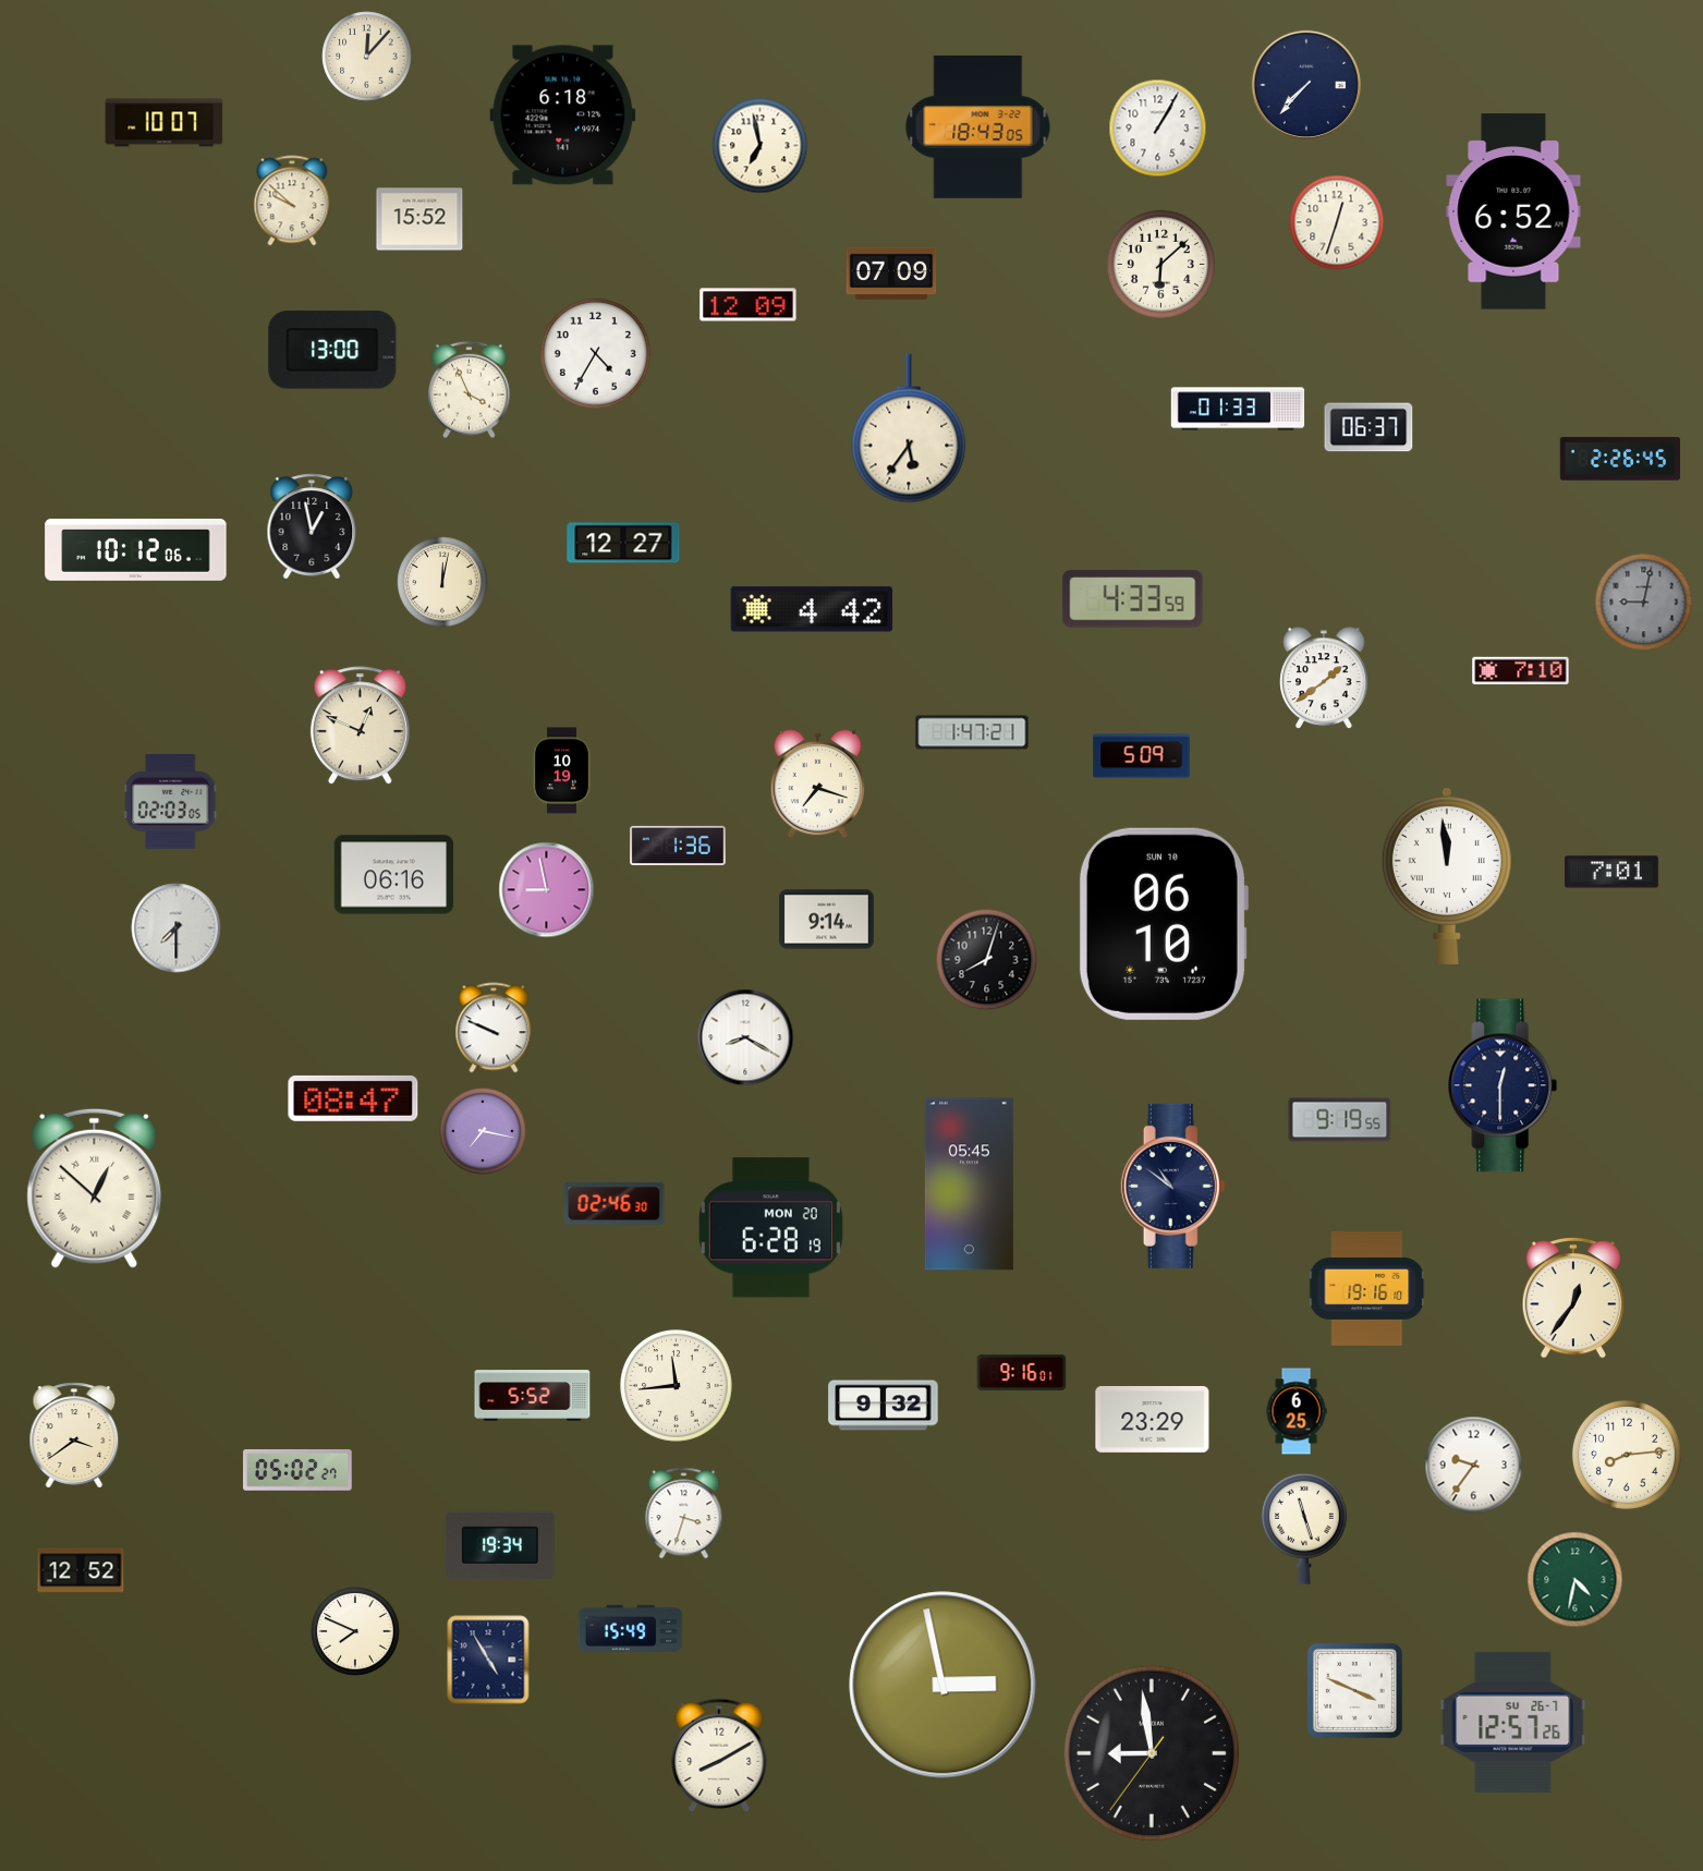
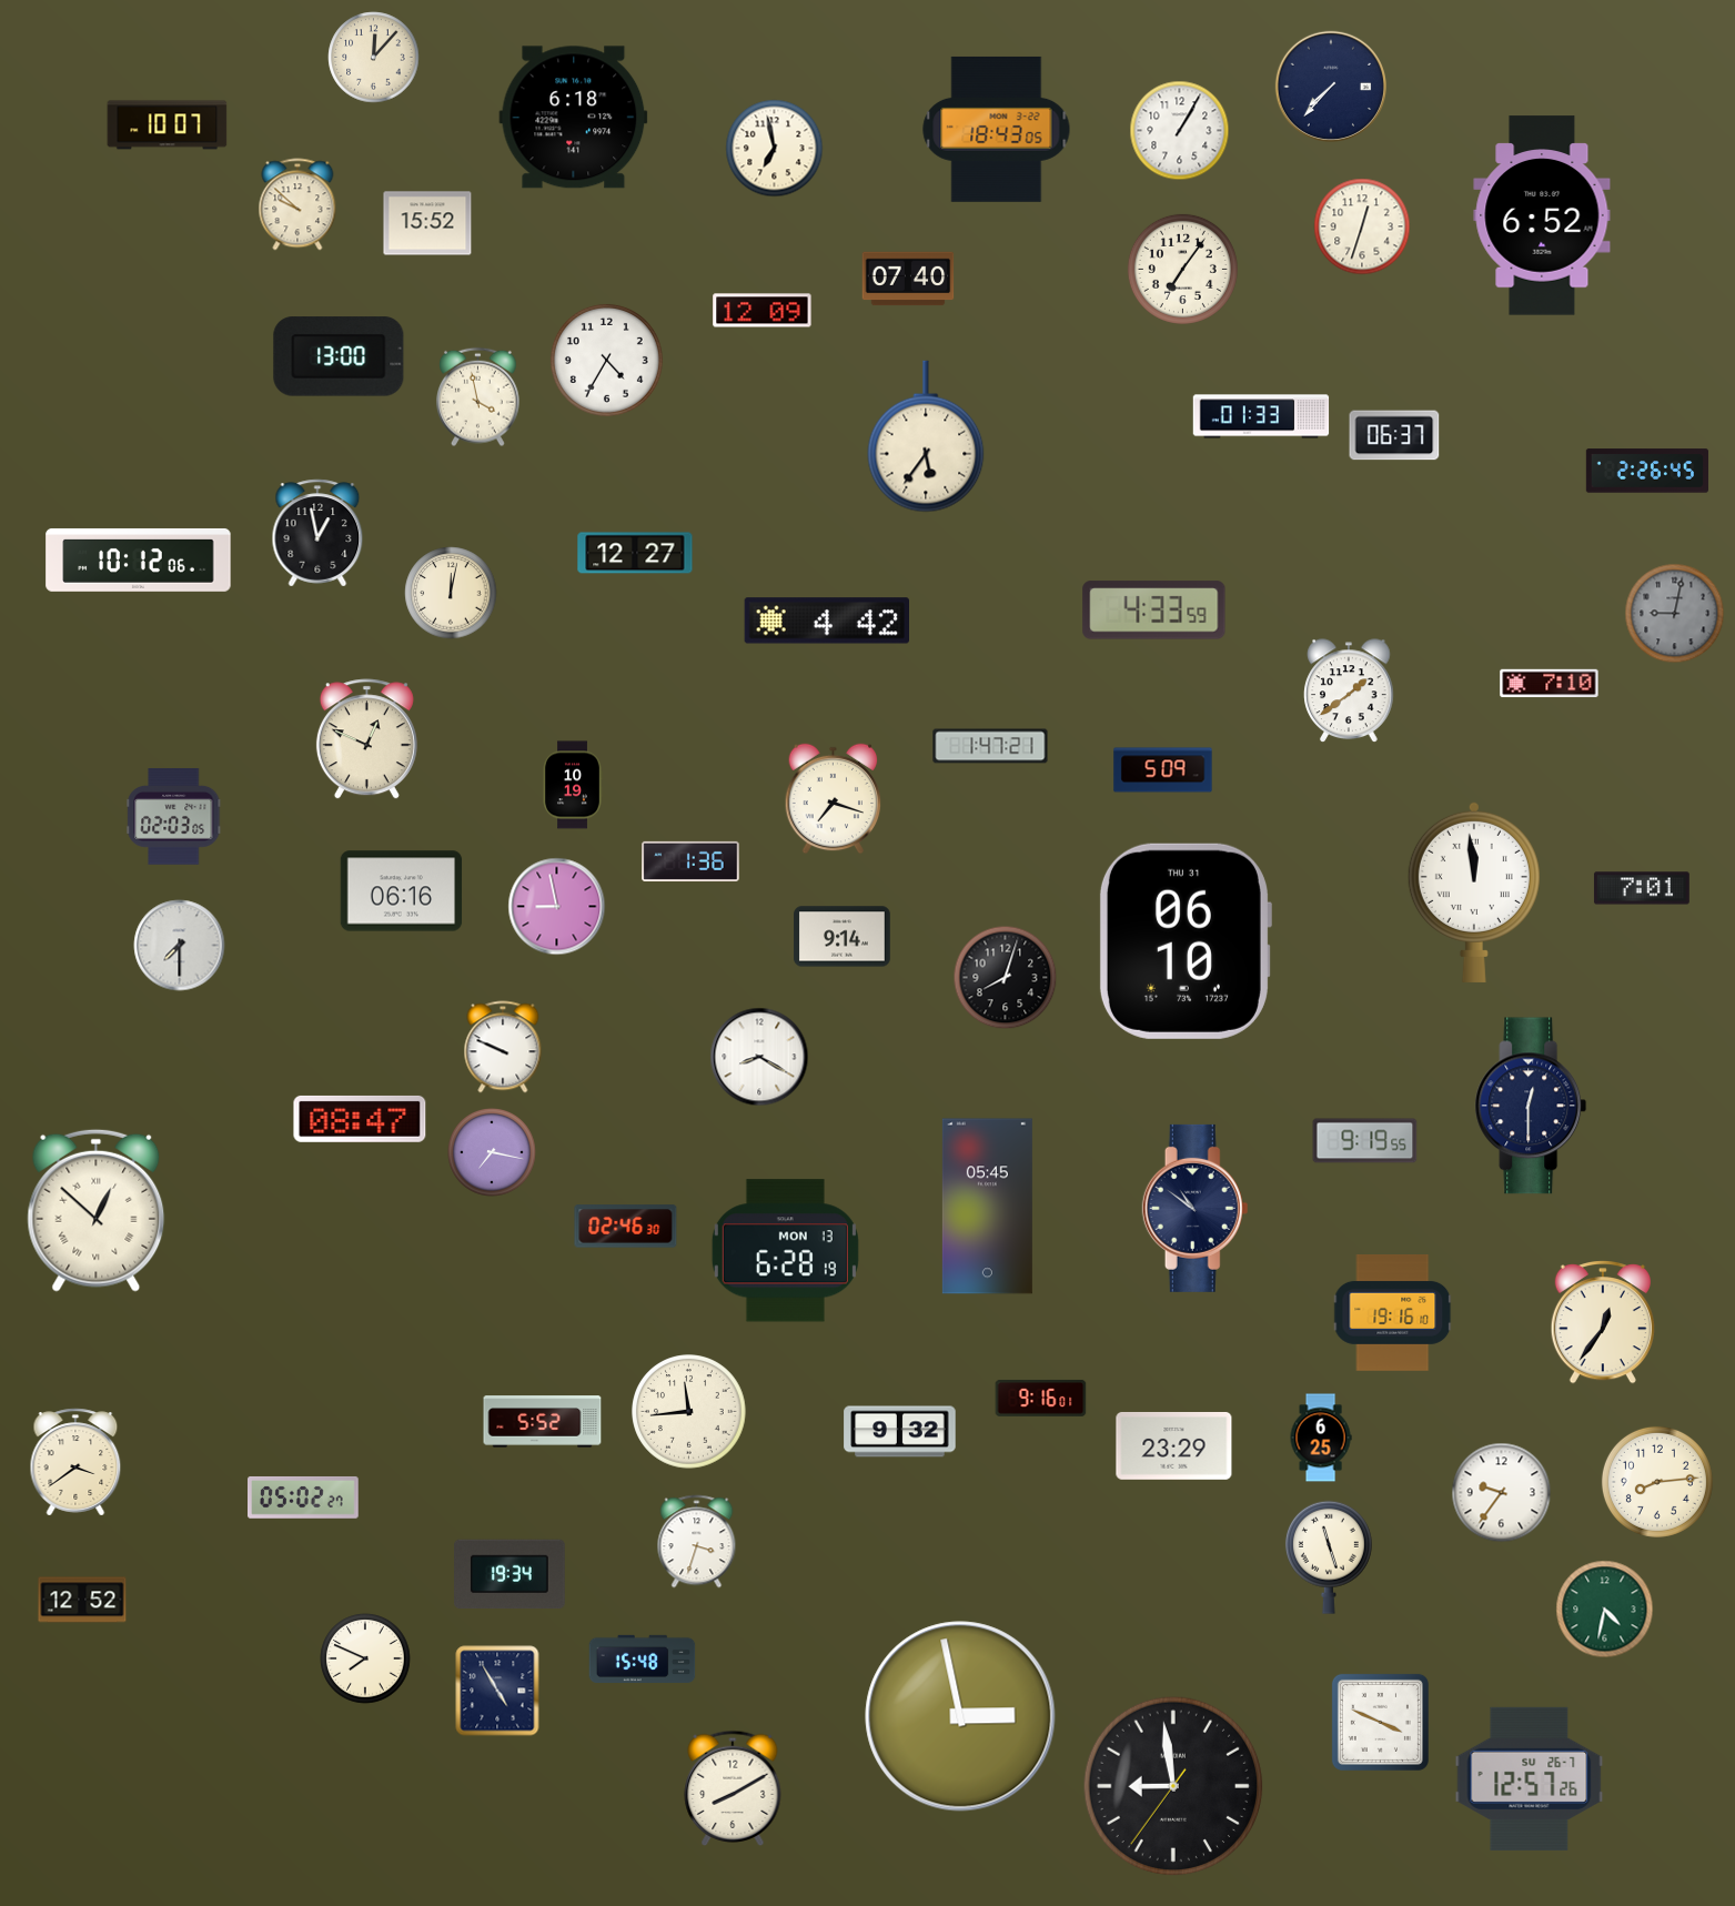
clock at (1160, 264): 6:08 -> 7:06
clock at (891, 274): 07:09 -> 07:40
clock at (470, 390): 3:56 -> 3:58
clock at (1620, 459) position: (1620, 459) -> (1647, 471)
clock at (312, 526) position: (312, 526) -> (317, 533)
clock at (1163, 924) date: SUN 10 -> THU 31
clock at (770, 1228) date: MON 20 -> MON 13
clock at (631, 1628): 15:49 -> 15:48
clock at (355, 1631) position: (355, 1631) -> (365, 1658)
clock at (1513, 1722) position: (1513, 1722) -> (1530, 1778)
